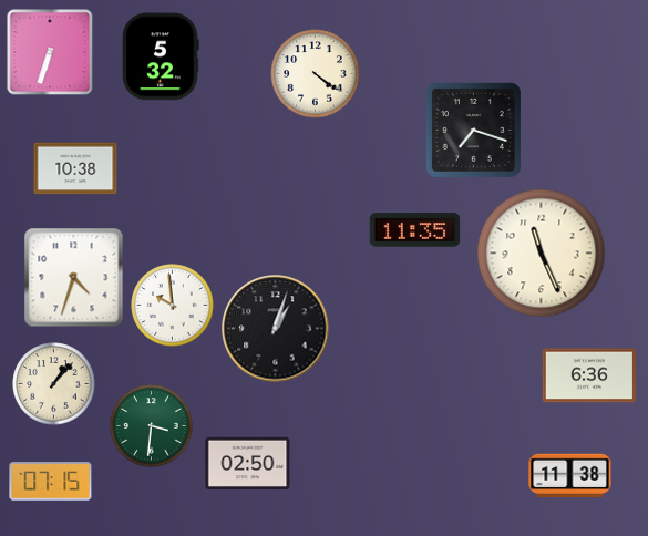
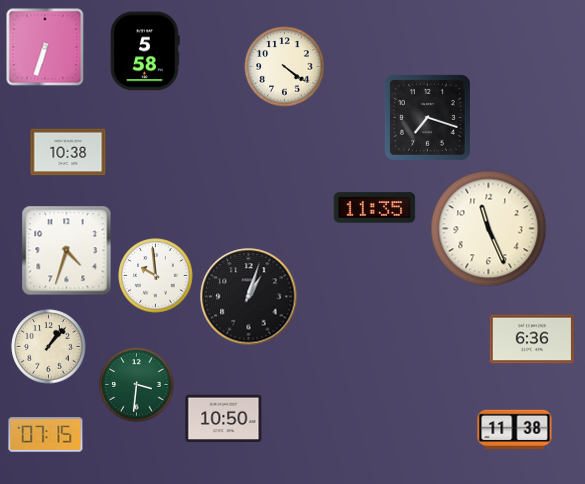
clock at (161, 56): 5:32 -> 5:58
clock at (248, 463): 02:50 -> 10:50
